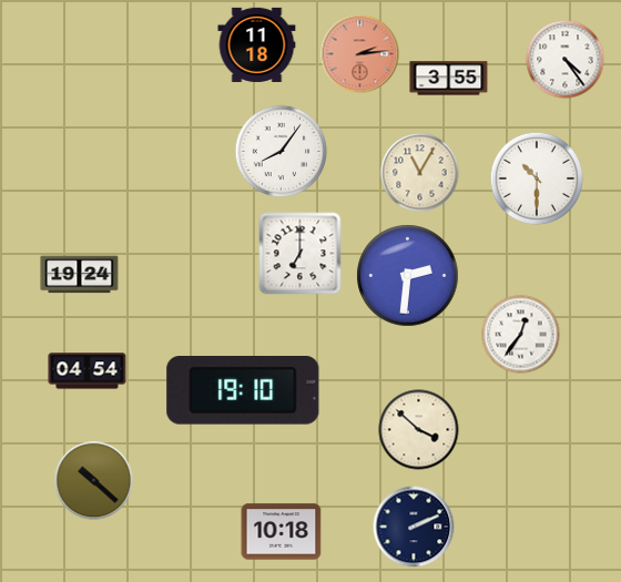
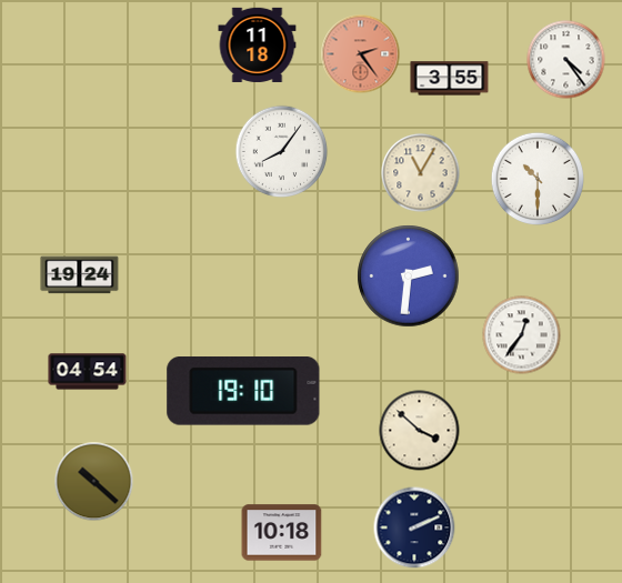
clock at (360, 54): 2:14 -> 2:24
clock at (301, 254): 7:00 -> none
